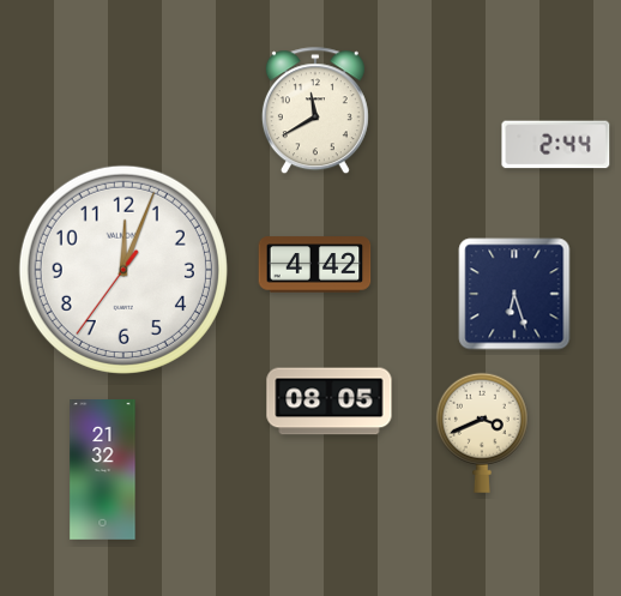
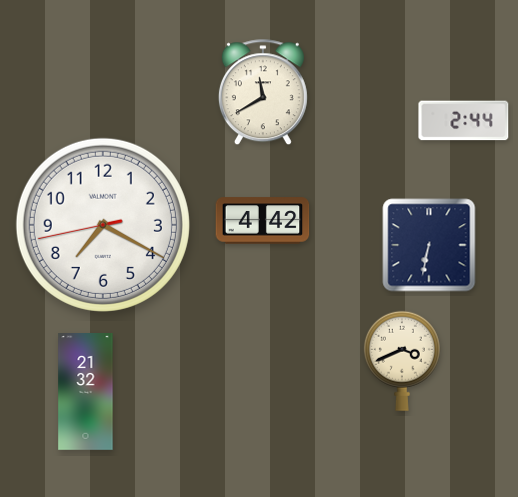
clock at (123, 270): 12:03 -> 7:19
clock at (514, 294): 6:27 -> 6:32
clock at (330, 402): 08:05 -> none
